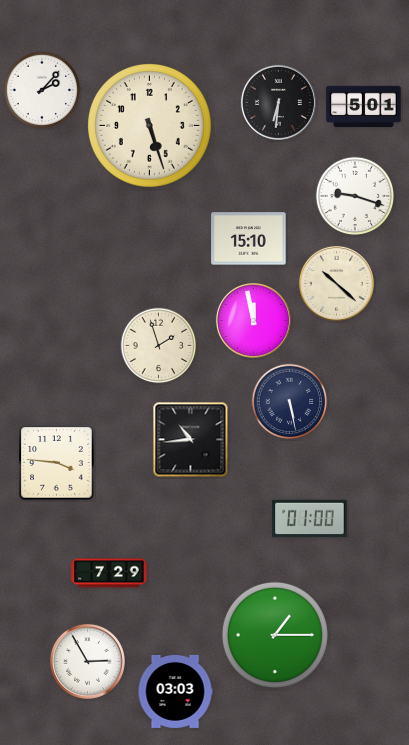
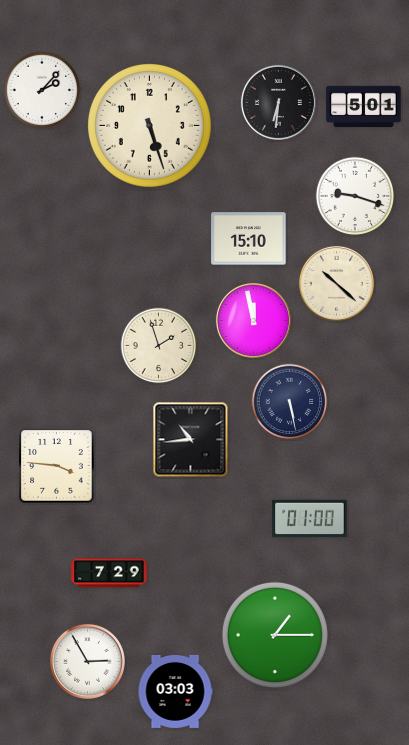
clock at (57, 463) position: (57, 463) -> (57, 466)
